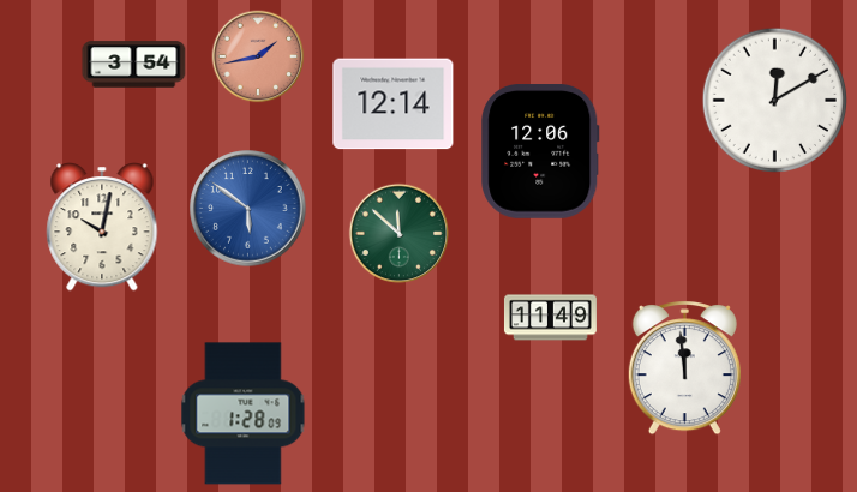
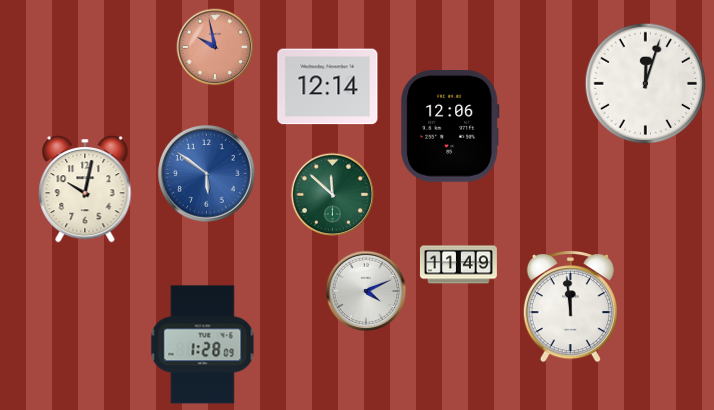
clock at (258, 56): 1:43 -> 9:58
clock at (134, 65): 3:54 -> none
clock at (774, 100): 12:10 -> 12:03
clock at (366, 291): none -> 4:11
